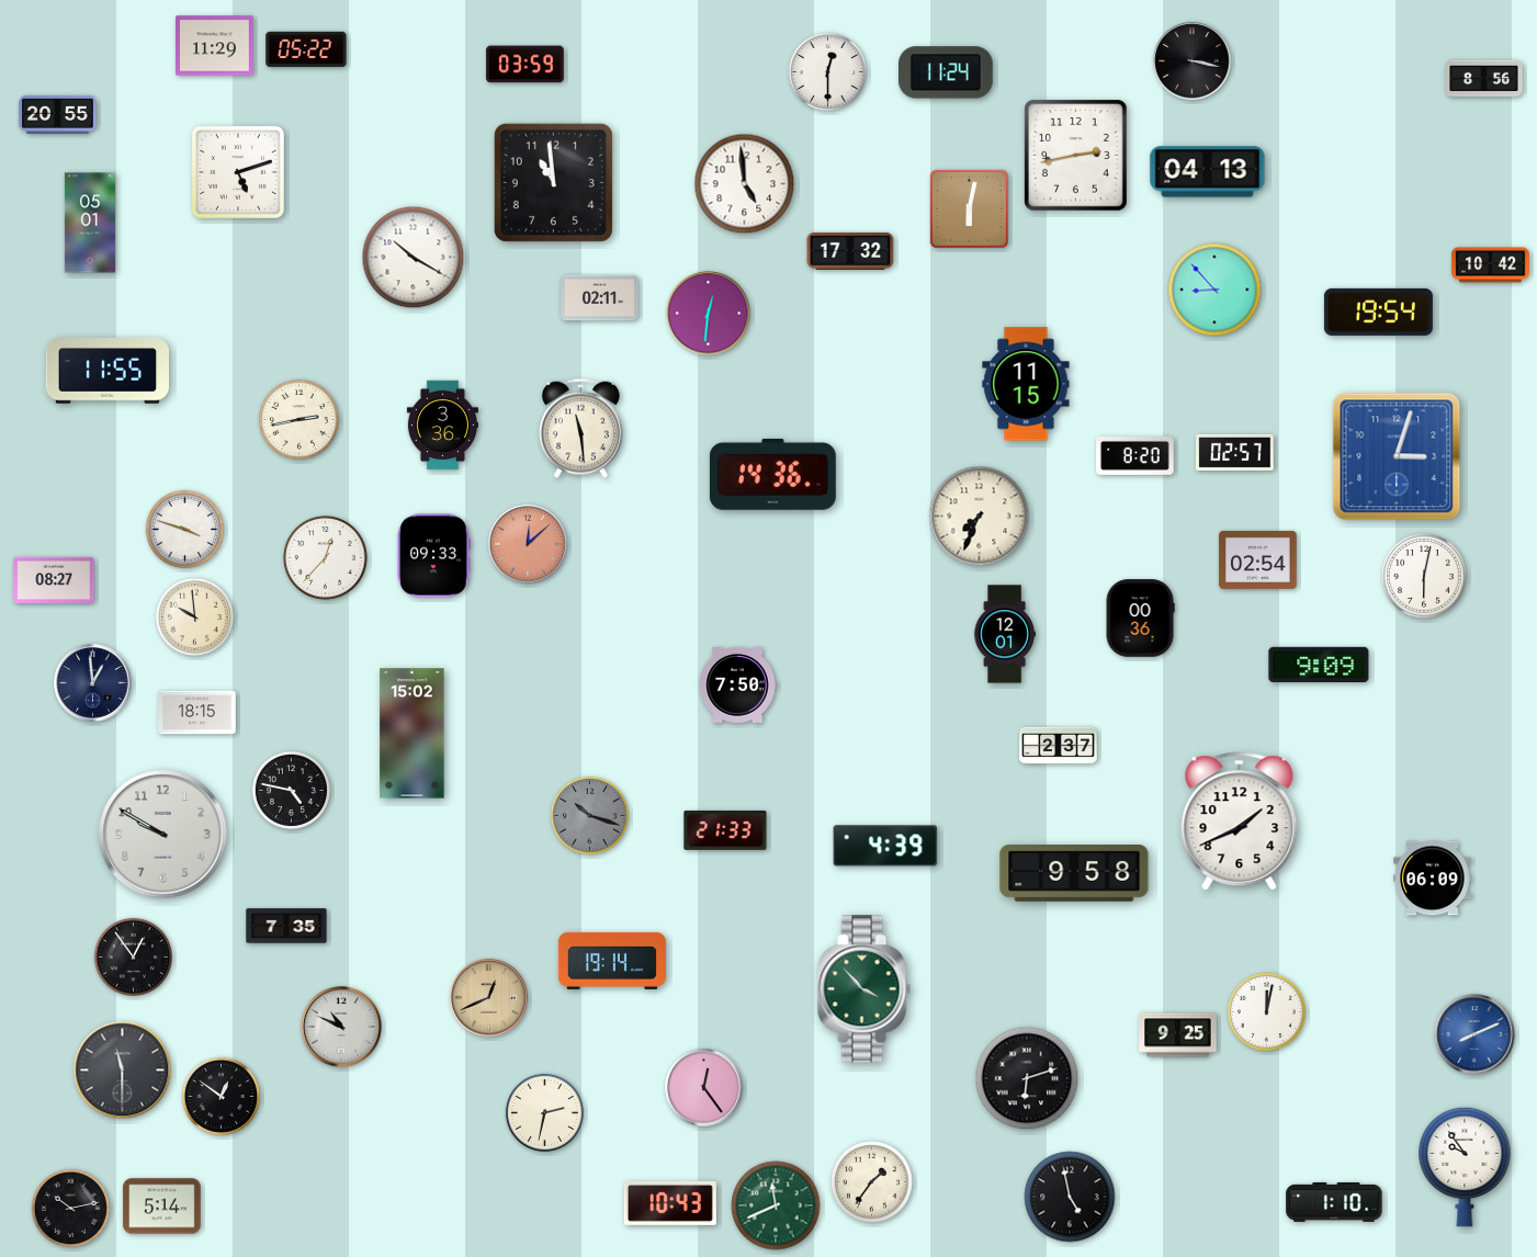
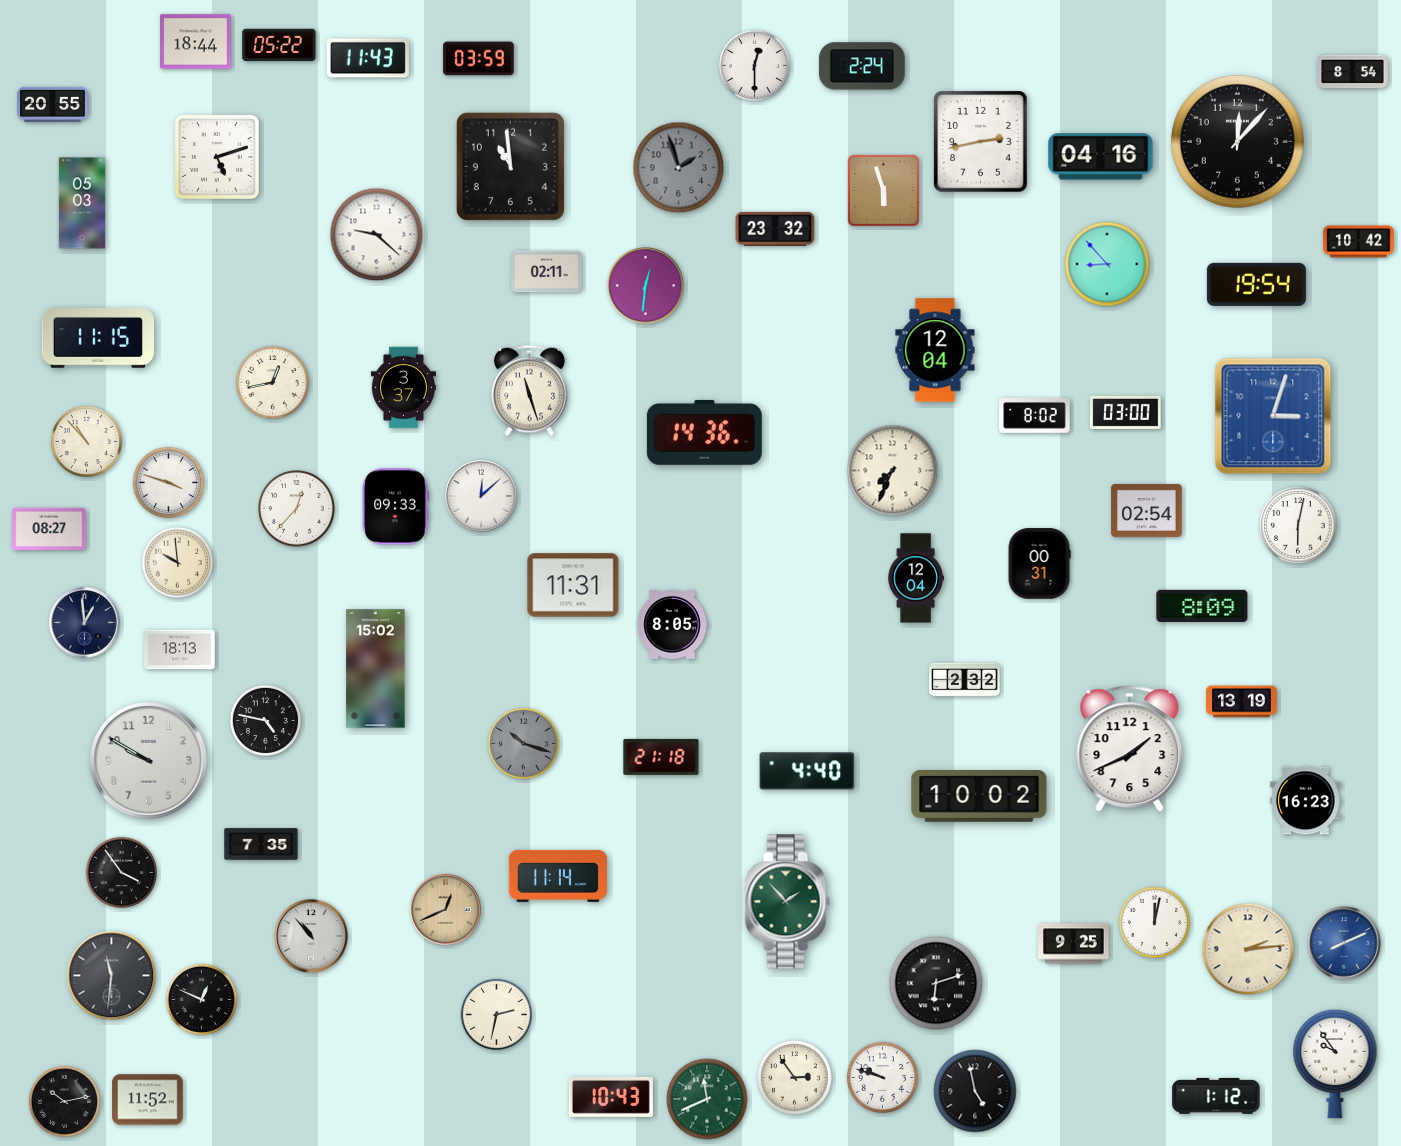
clock at (215, 46): 11:29 -> 18:44
clock at (1193, 61): 3:17 -> none
clock at (368, 58): none -> 11:43
clock at (947, 72): 11:24 -> 2:24
clock at (1484, 79): 8:56 -> 8:54
clock at (1237, 141): none -> 12:07
clock at (1208, 172): 04:13 -> 04:16
clock at (553, 182) position: (553, 182) -> (510, 166)
clock at (745, 184): 4:59 -> 1:57
clock at (745, 184) dial: white -> grey
clock at (969, 208): 6:02 -> 5:57
clock at (89, 223): 05:01 -> 05:03
clock at (850, 251): 17:32 -> 23:32
clock at (414, 258): 10:20 -> 9:22
clock at (106, 372): 11:55 -> 11:15
clock at (1026, 384): 11:15 -> 12:04
clock at (298, 419): 2:43 -> 12:43
clock at (442, 426): 3:36 -> 3:37
clock at (580, 428): 11:29 -> 11:27
clock at (1235, 452): 02:57 -> 03:00
clock at (1135, 455): 8:20 -> 8:02
clock at (86, 441): none -> 10:53
clock at (528, 544) dial: salmon -> white
clock at (1140, 619): 00:36 -> 00:31
clock at (1005, 634): 12:01 -> 12:04
clock at (573, 585): none -> 11:31
clock at (1319, 665): 9:09 -> 8:09
clock at (737, 686): 7:50 -> 8:05
clock at (197, 713): 18:15 -> 18:13
clock at (1059, 746): 2:37 -> 2:32
clock at (1242, 702): none -> 13:19
clock at (589, 815) position: (589, 815) -> (523, 743)
clock at (725, 830): 21:33 -> 21:18
clock at (885, 846): 4:39 -> 4:40
clock at (1074, 874): 9:58 -> 10:02
clock at (1433, 879): 06:09 -> 16:23
clock at (133, 956): 12:54 -> 3:54
clock at (612, 961): 19:14 -> 11:14
clock at (863, 989): 3:53 -> 1:53
clock at (341, 1027): 10:49 -> 10:53
clock at (1248, 949): none -> 2:14
clock at (123, 1071): 11:30 -> 11:31
clock at (704, 1088): 12:24 -> none
clock at (221, 1096): 12:51 -> 12:49
clock at (882, 1077): none -> 9:48
clock at (872, 1182): 1:36 -> 2:54
clock at (1334, 1202): 1:10 -> 1:12
clock at (162, 1207): 5:14 -> 11:52
